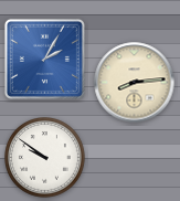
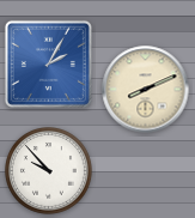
clock at (135, 83): 8:14 -> 8:11
clock at (45, 158): 9:51 -> 9:53
